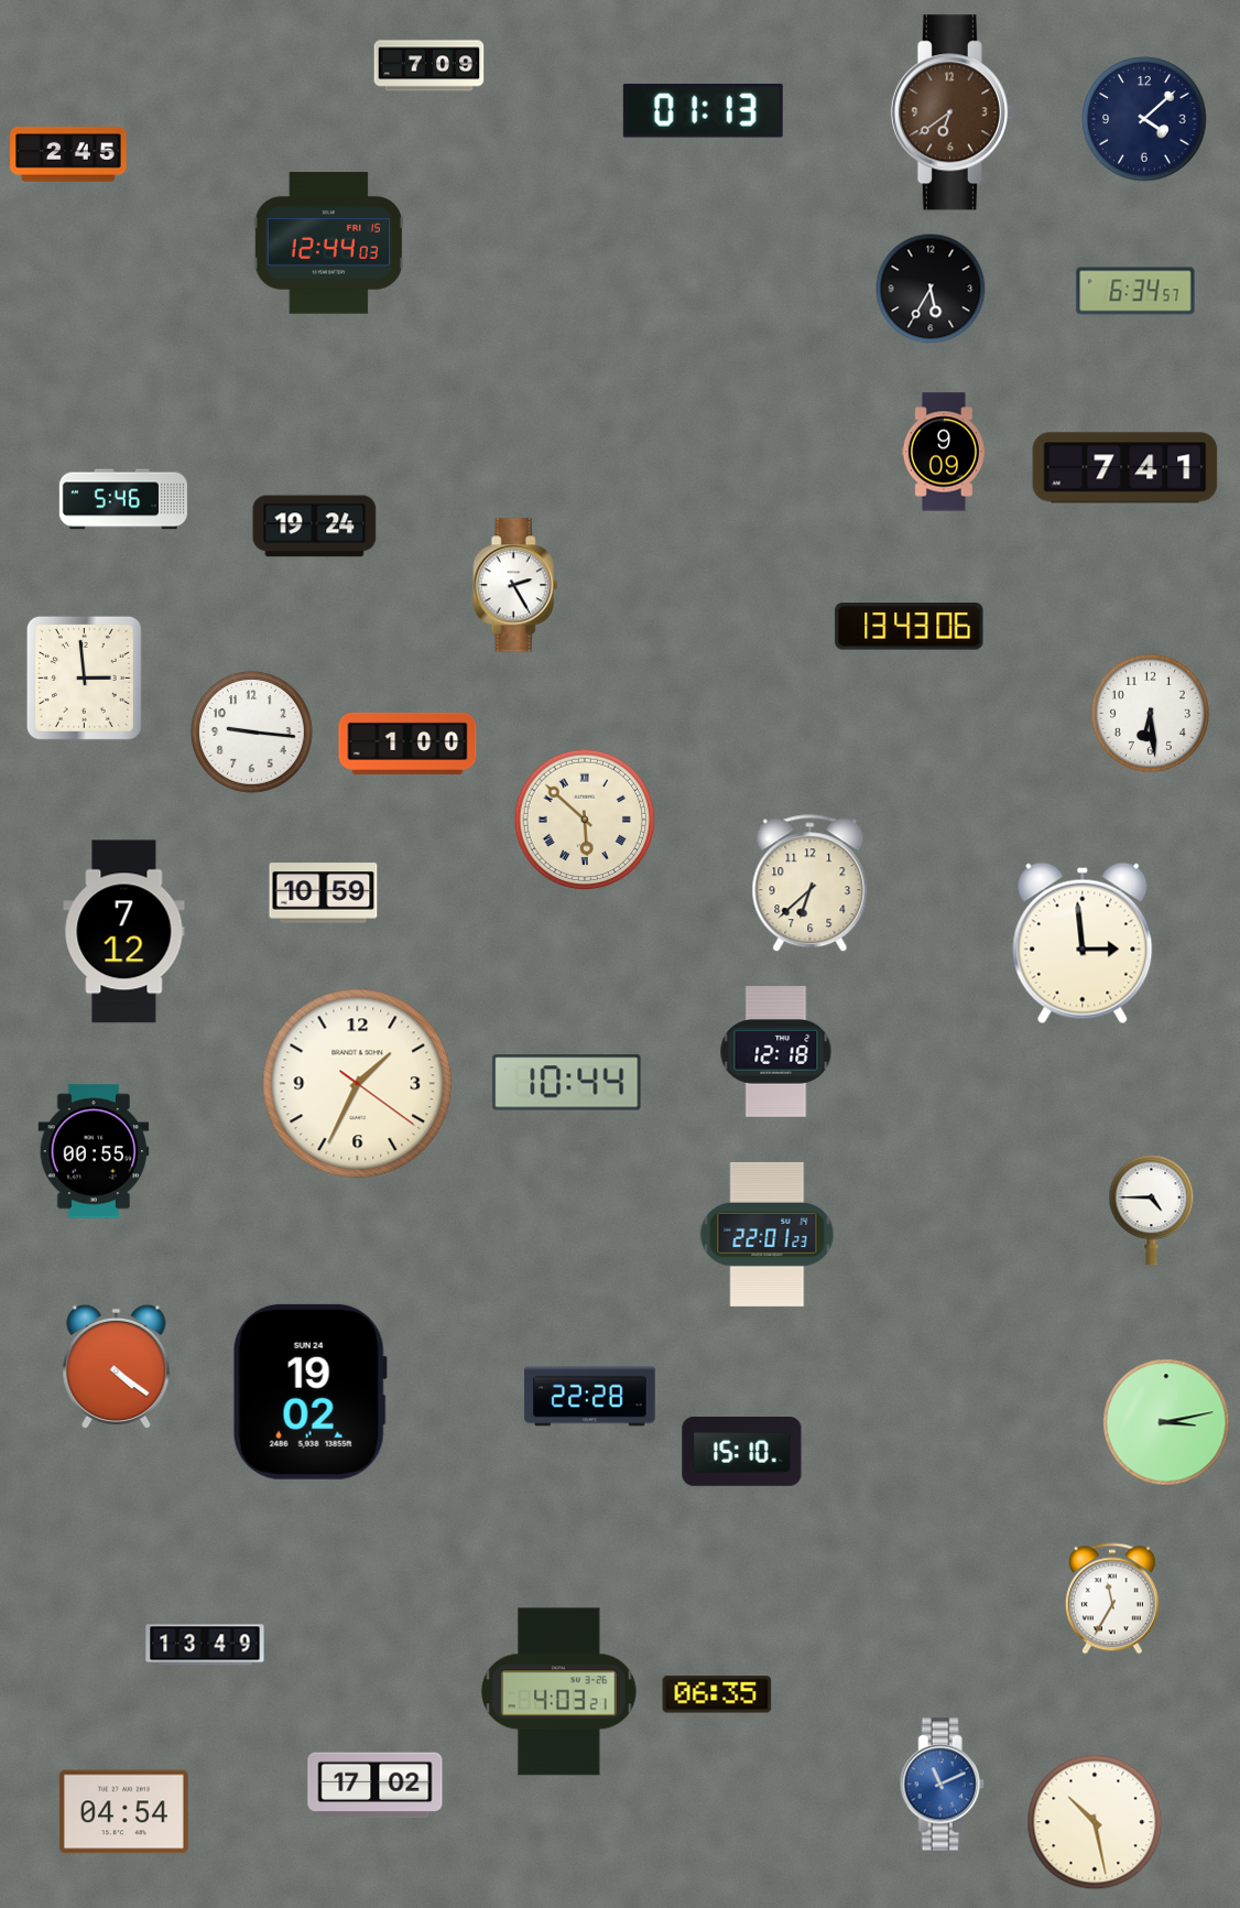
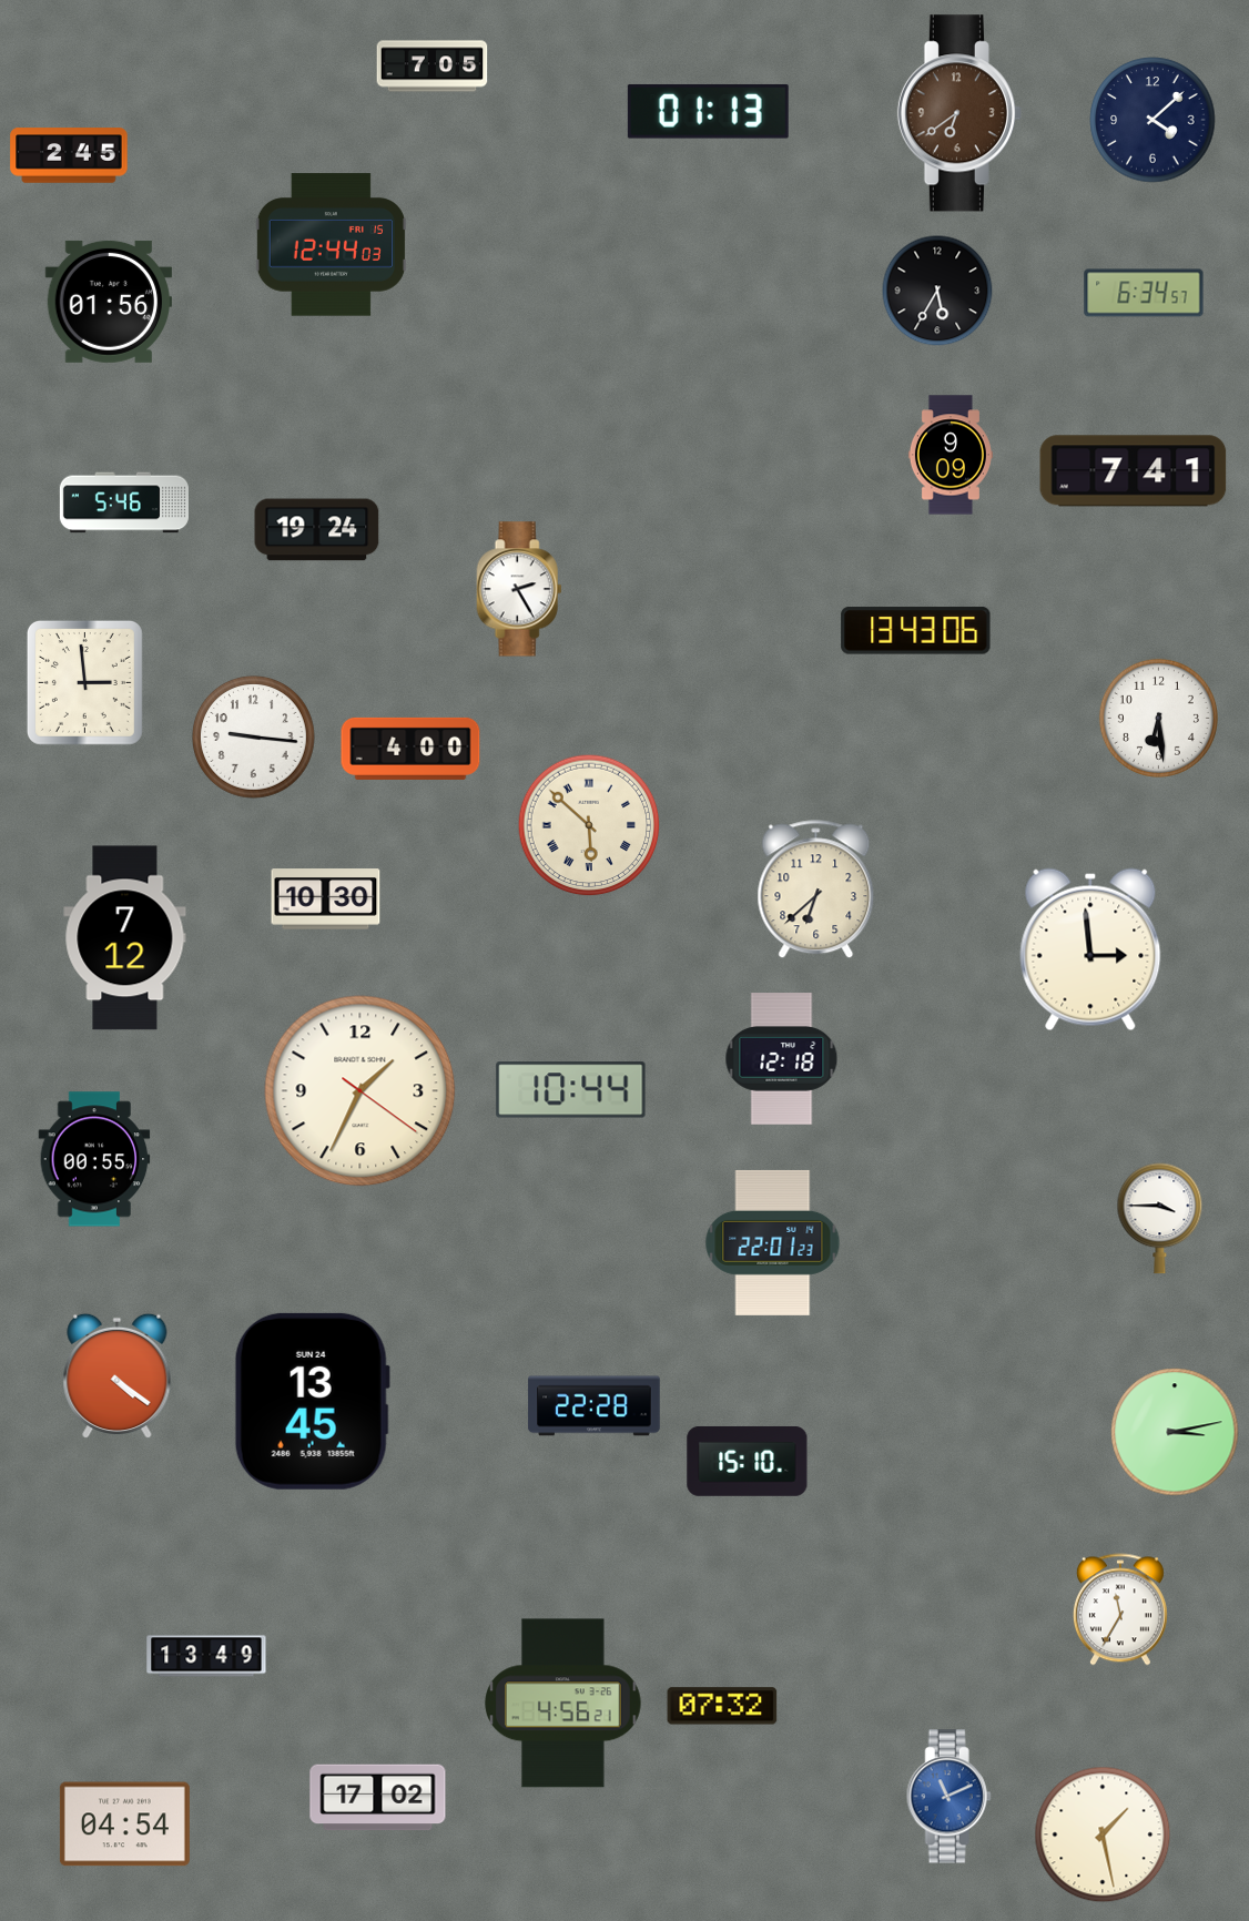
clock at (429, 66): 7:09 -> 7:05
clock at (109, 302): none -> 01:56
clock at (407, 744): 1:00 -> 4:00
clock at (324, 893): 10:59 -> 10:30
clock at (1152, 1211): 4:45 -> 3:45
clock at (309, 1391): 19:02 -> 13:45
clock at (559, 1692): 4:03 -> 4:56
clock at (717, 1694): 06:35 -> 07:32
clock at (1095, 1822): 10:28 -> 1:28
